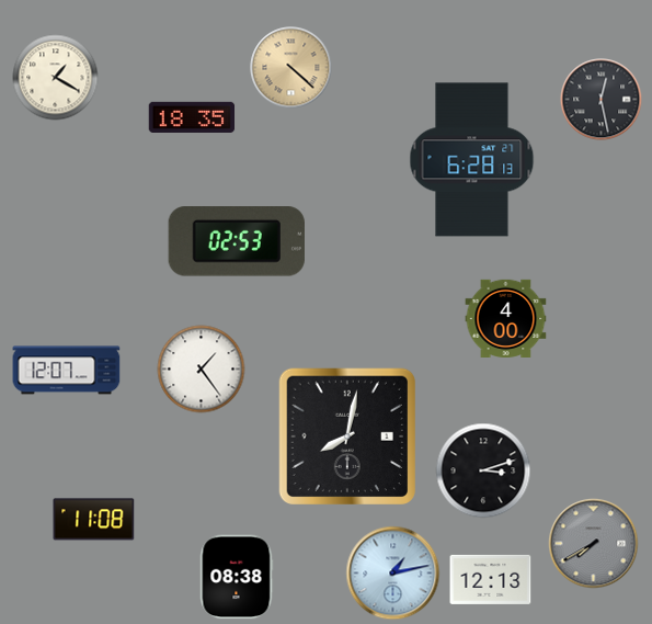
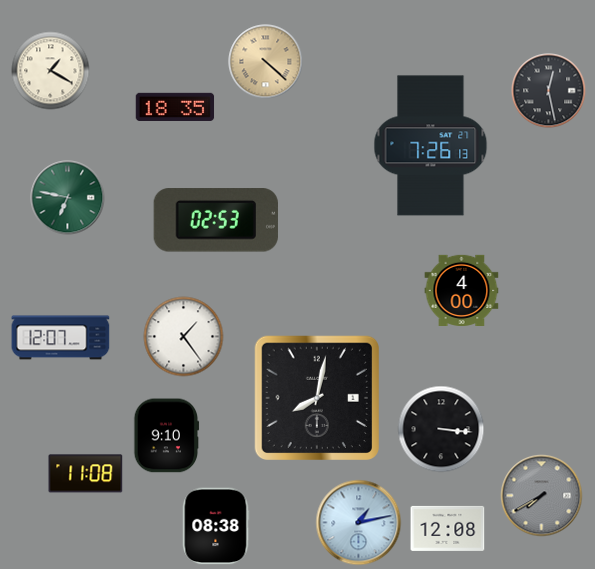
clock at (472, 160): 6:28 -> 7:26
clock at (68, 198): none -> 6:47
clock at (483, 470): 3:12 -> 3:16
clock at (167, 436): none -> 9:10
clock at (491, 579): 12:13 -> 12:08
